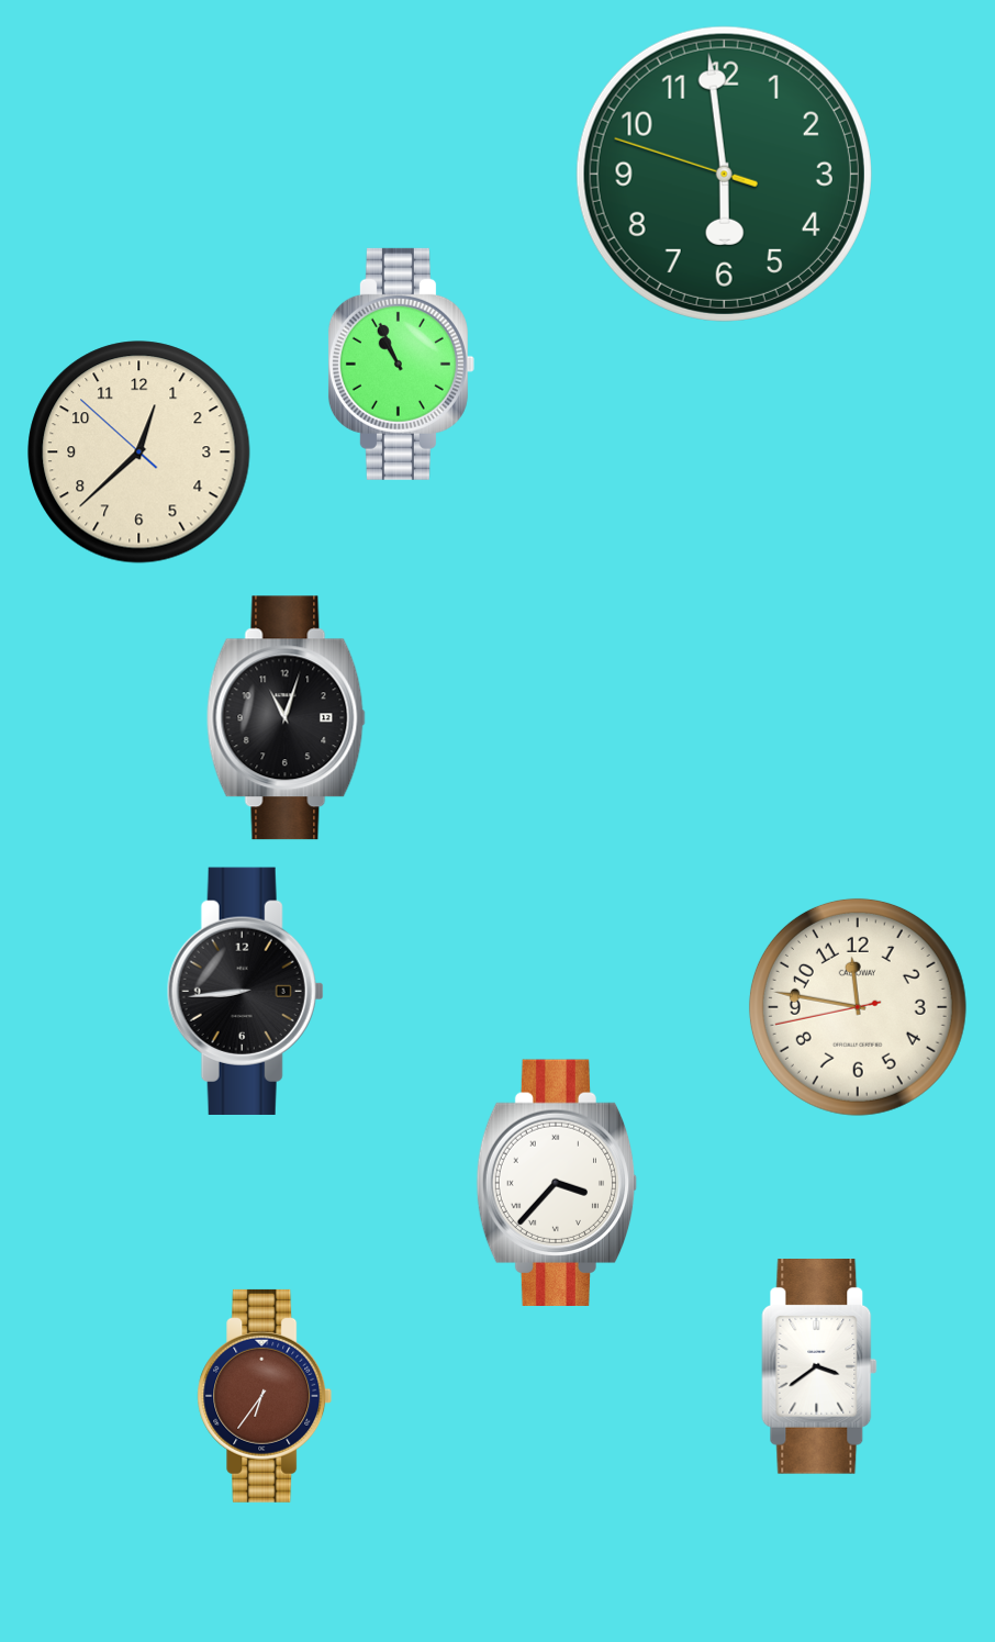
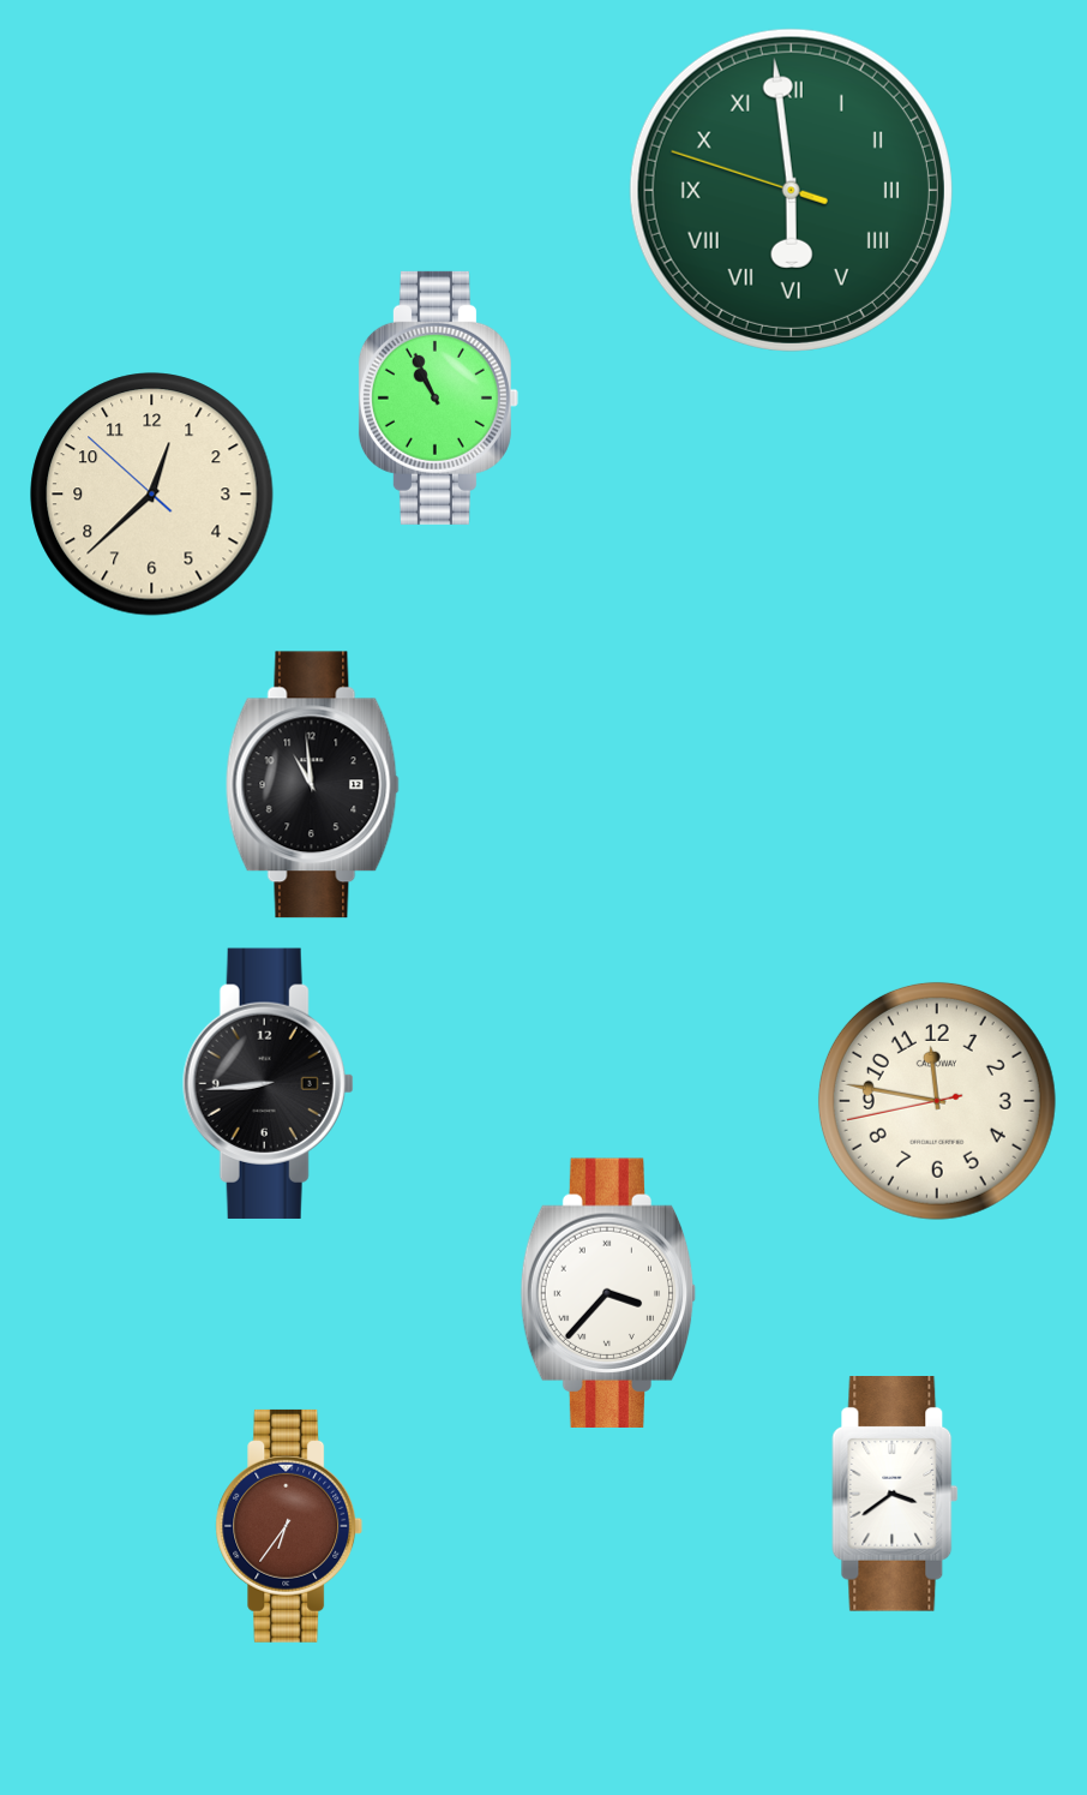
clock at (724, 174) numerals: Arabic -> Roman
clock at (286, 718): 11:03 -> 10:59
